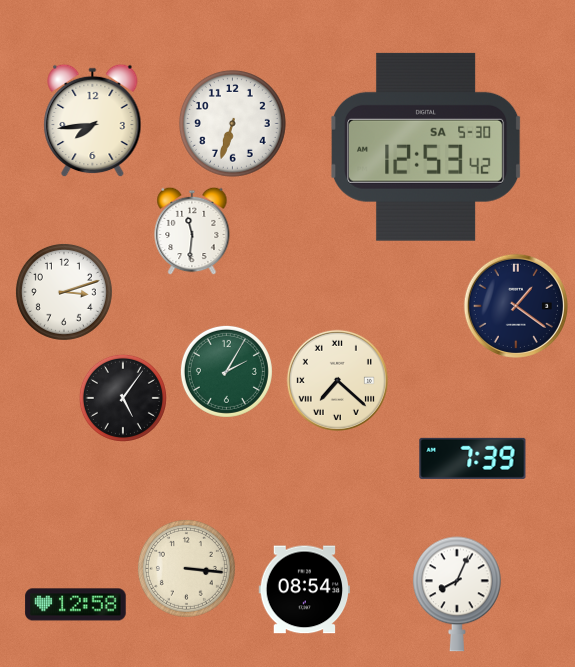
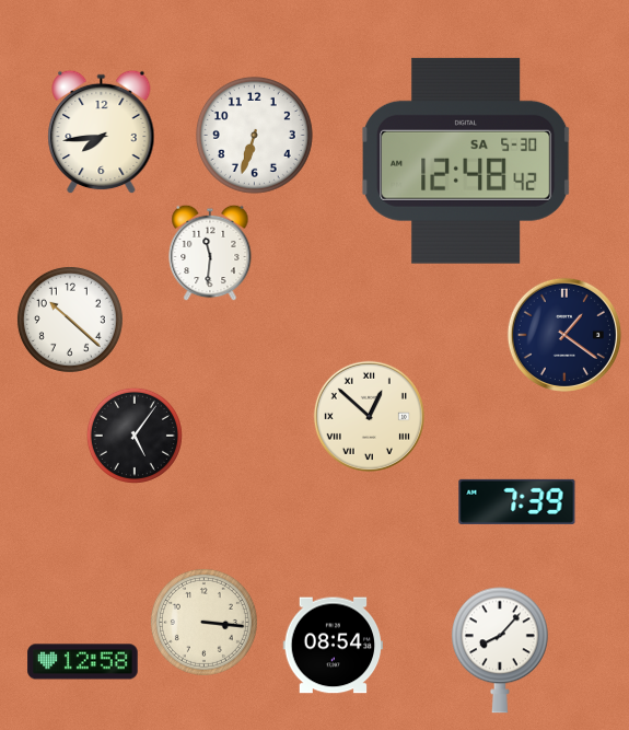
clock at (427, 147): 12:53 -> 12:48
clock at (64, 292): 3:12 -> 10:22
clock at (226, 371): 2:05 -> none
clock at (337, 380): 7:22 -> 12:52
clock at (458, 594): 8:04 -> 8:07
